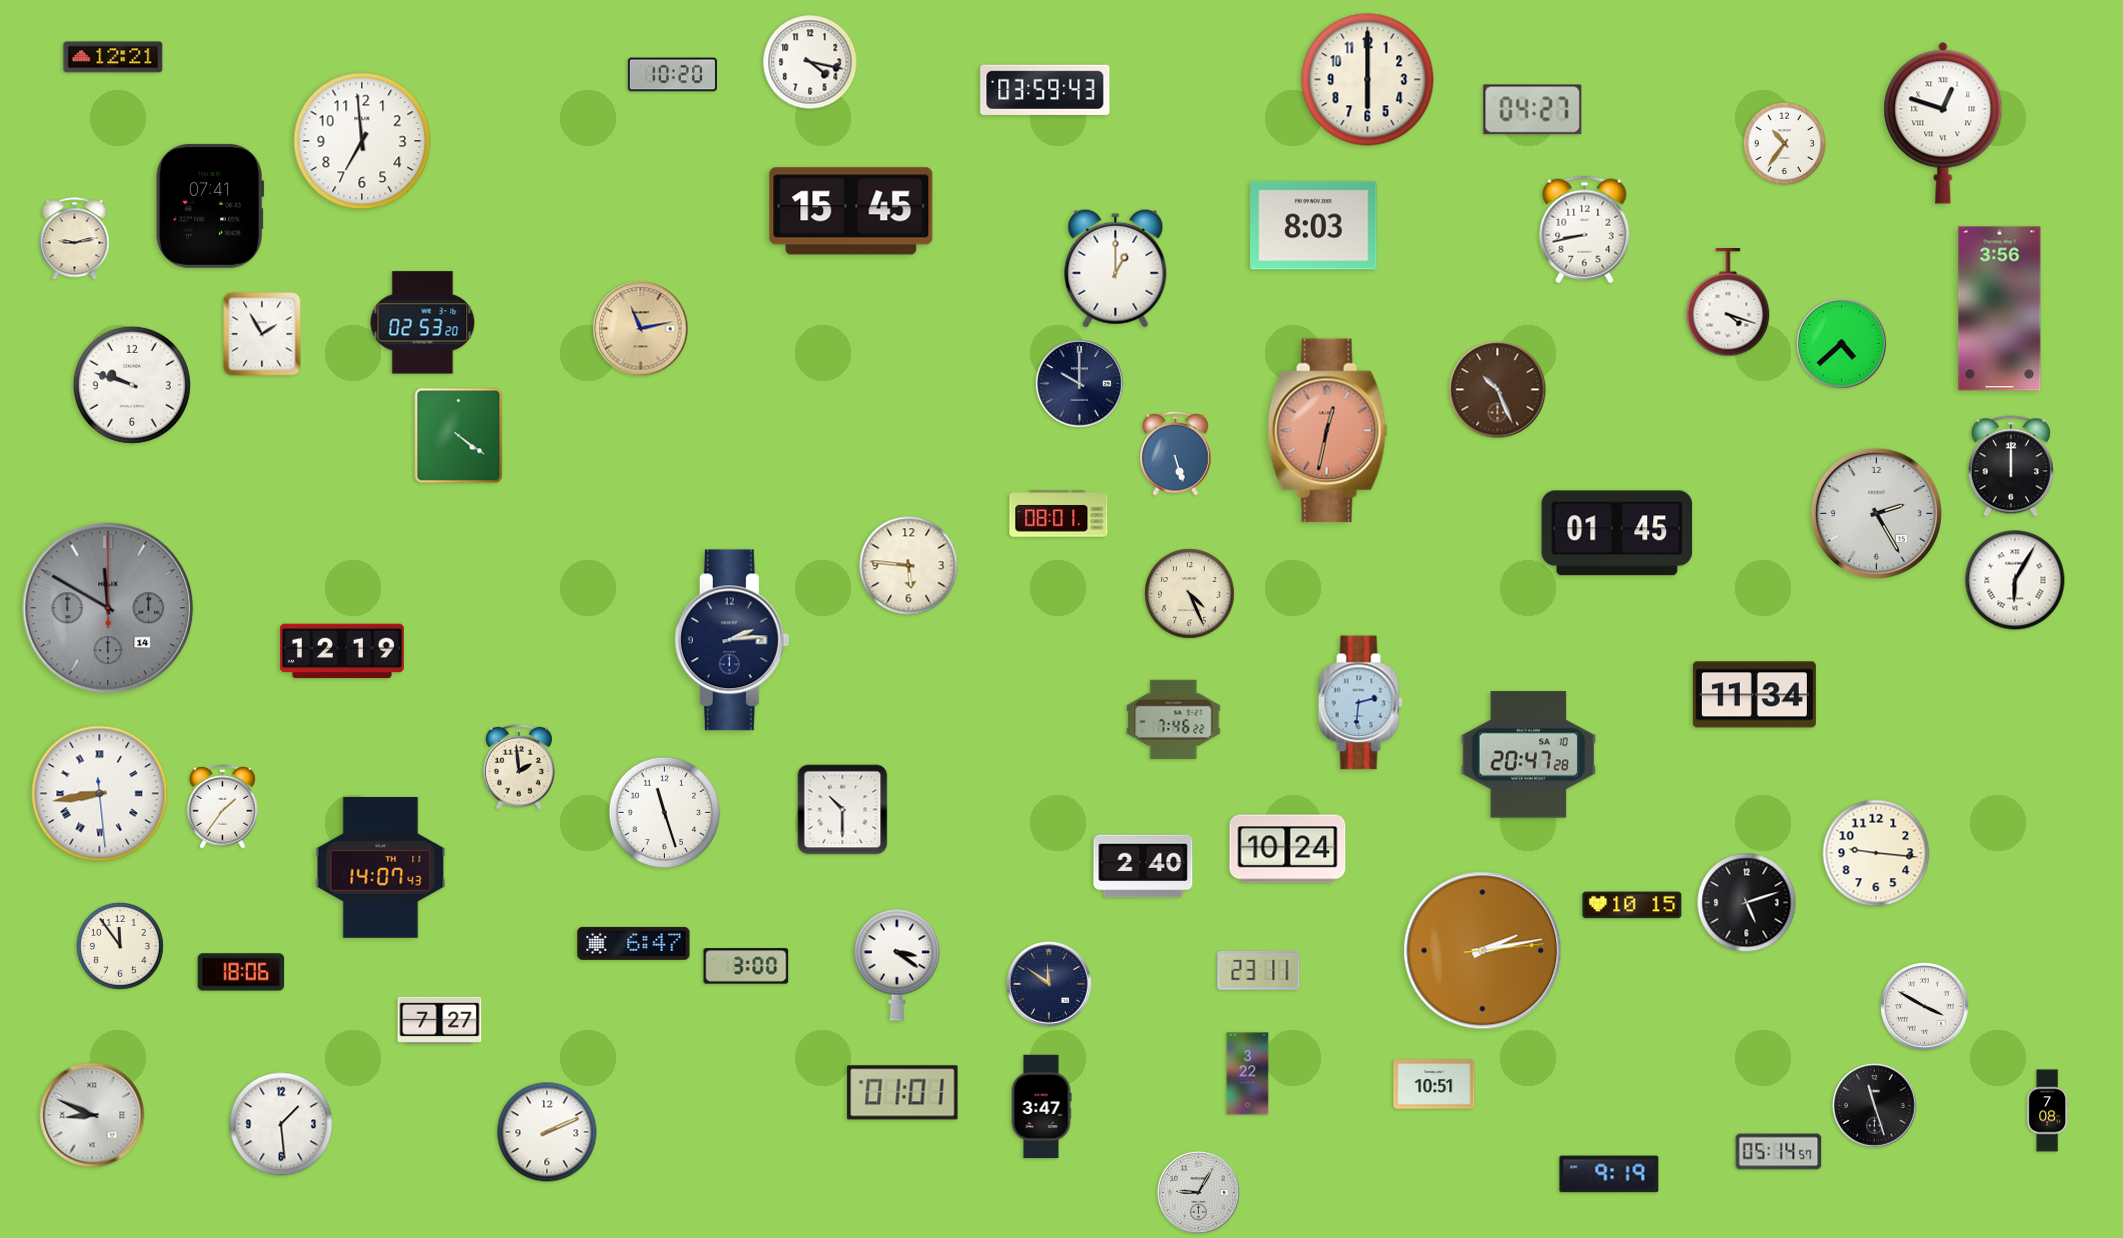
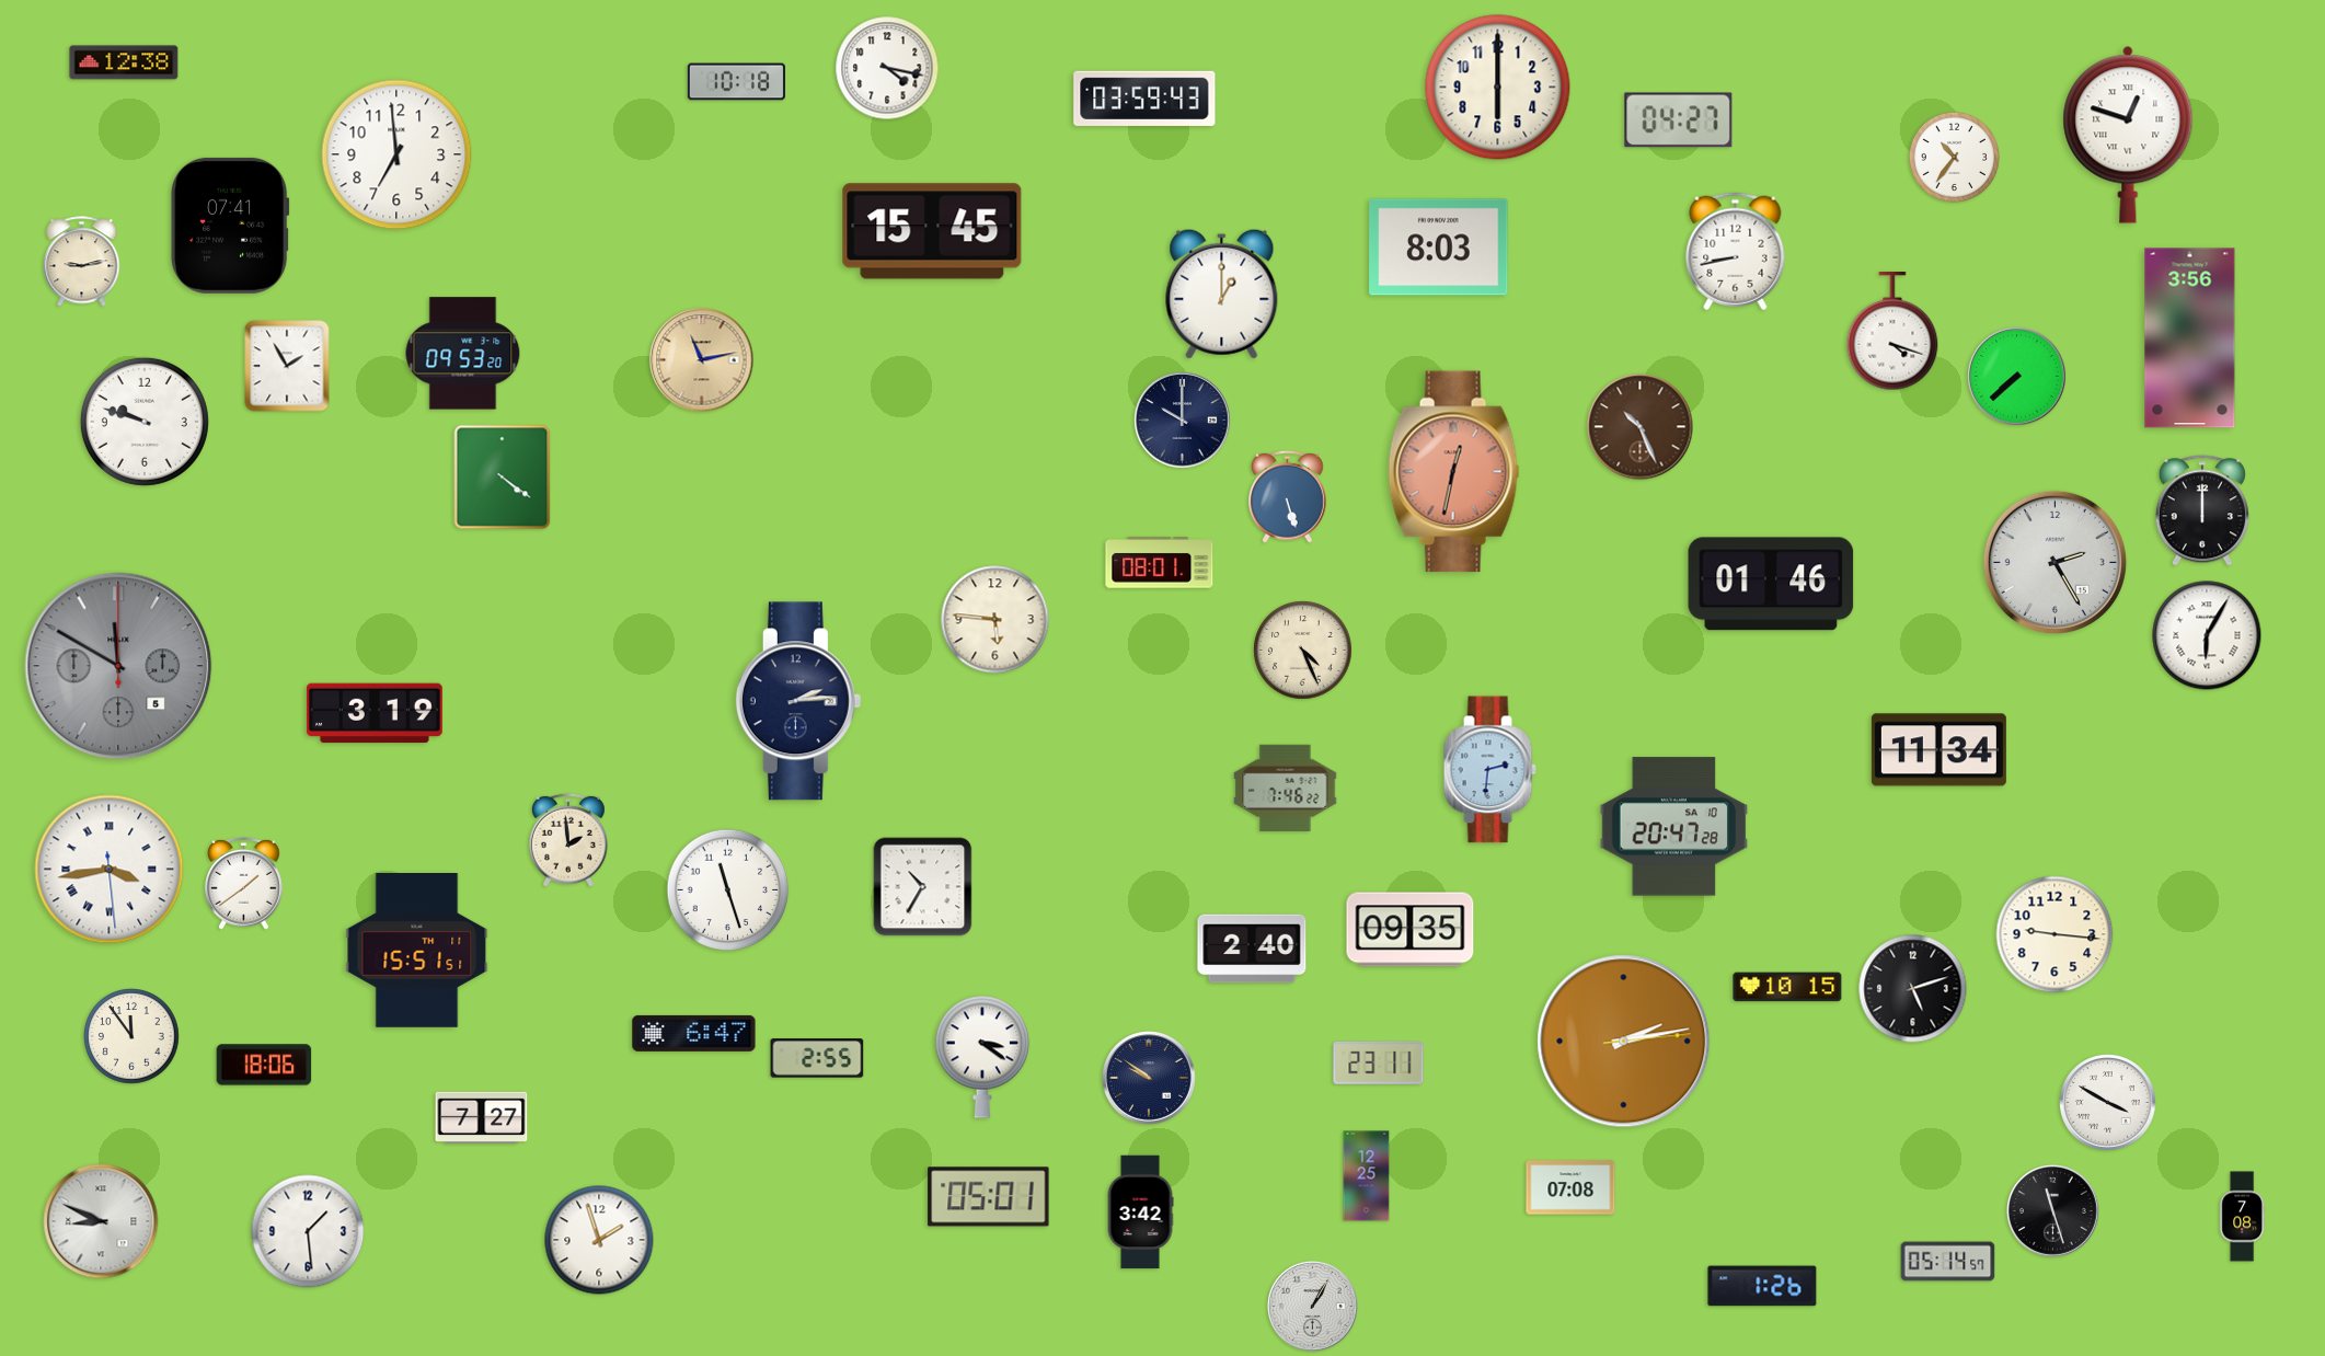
clock at (113, 57): 12:21 -> 12:38
clock at (672, 75): 10:20 -> 10:18
clock at (423, 323): 02:53 -> 09:53
clock at (1842, 344): 4:38 -> 7:38
clock at (1617, 533): 01:45 -> 01:46
clock at (108, 608) date: 14 -> 5
clock at (732, 640) position: (732, 640) -> (798, 701)
clock at (342, 651): 12:19 -> 3:19
clock at (1754, 695) position: (1754, 695) -> (1938, 750)
clock at (100, 794): 8:43 -> 3:43
clock at (223, 806): 1:36 -> 1:39
clock at (843, 810): 10:30 -> 10:35
clock at (1288, 849): 10:24 -> 09:35
clock at (381, 868): 14:07 -> 15:51
clock at (1632, 905) position: (1632, 905) -> (1787, 987)
clock at (746, 966): 3:00 -> 2:55
clock at (1050, 985): 11:51 -> 9:51
clock at (1248, 1074): 3:22 -> 12:25
clock at (1434, 1084): 10:51 -> 07:08
clock at (903, 1093): 01:01 -> 05:01
clock at (1041, 1107): 3:47 -> 3:42
clock at (547, 1132): 2:11 -> 1:57
clock at (1609, 1174): 9:19 -> 1:26
clock at (1198, 1192): 9:05 -> 1:05
